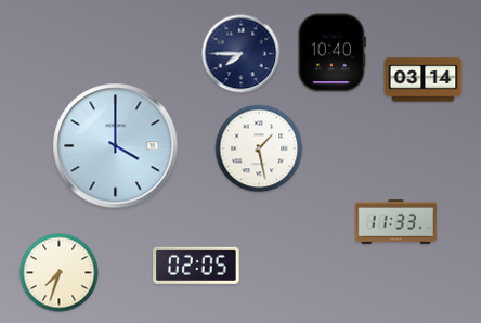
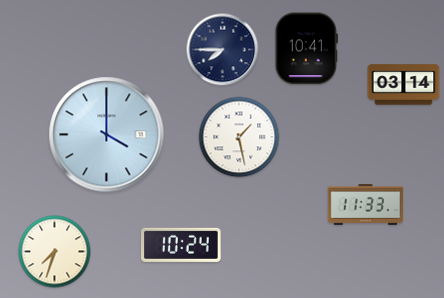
clock at (331, 53): 10:40 -> 10:41
clock at (424, 80) position: (424, 80) -> (404, 85)
clock at (197, 266): 02:05 -> 10:24
